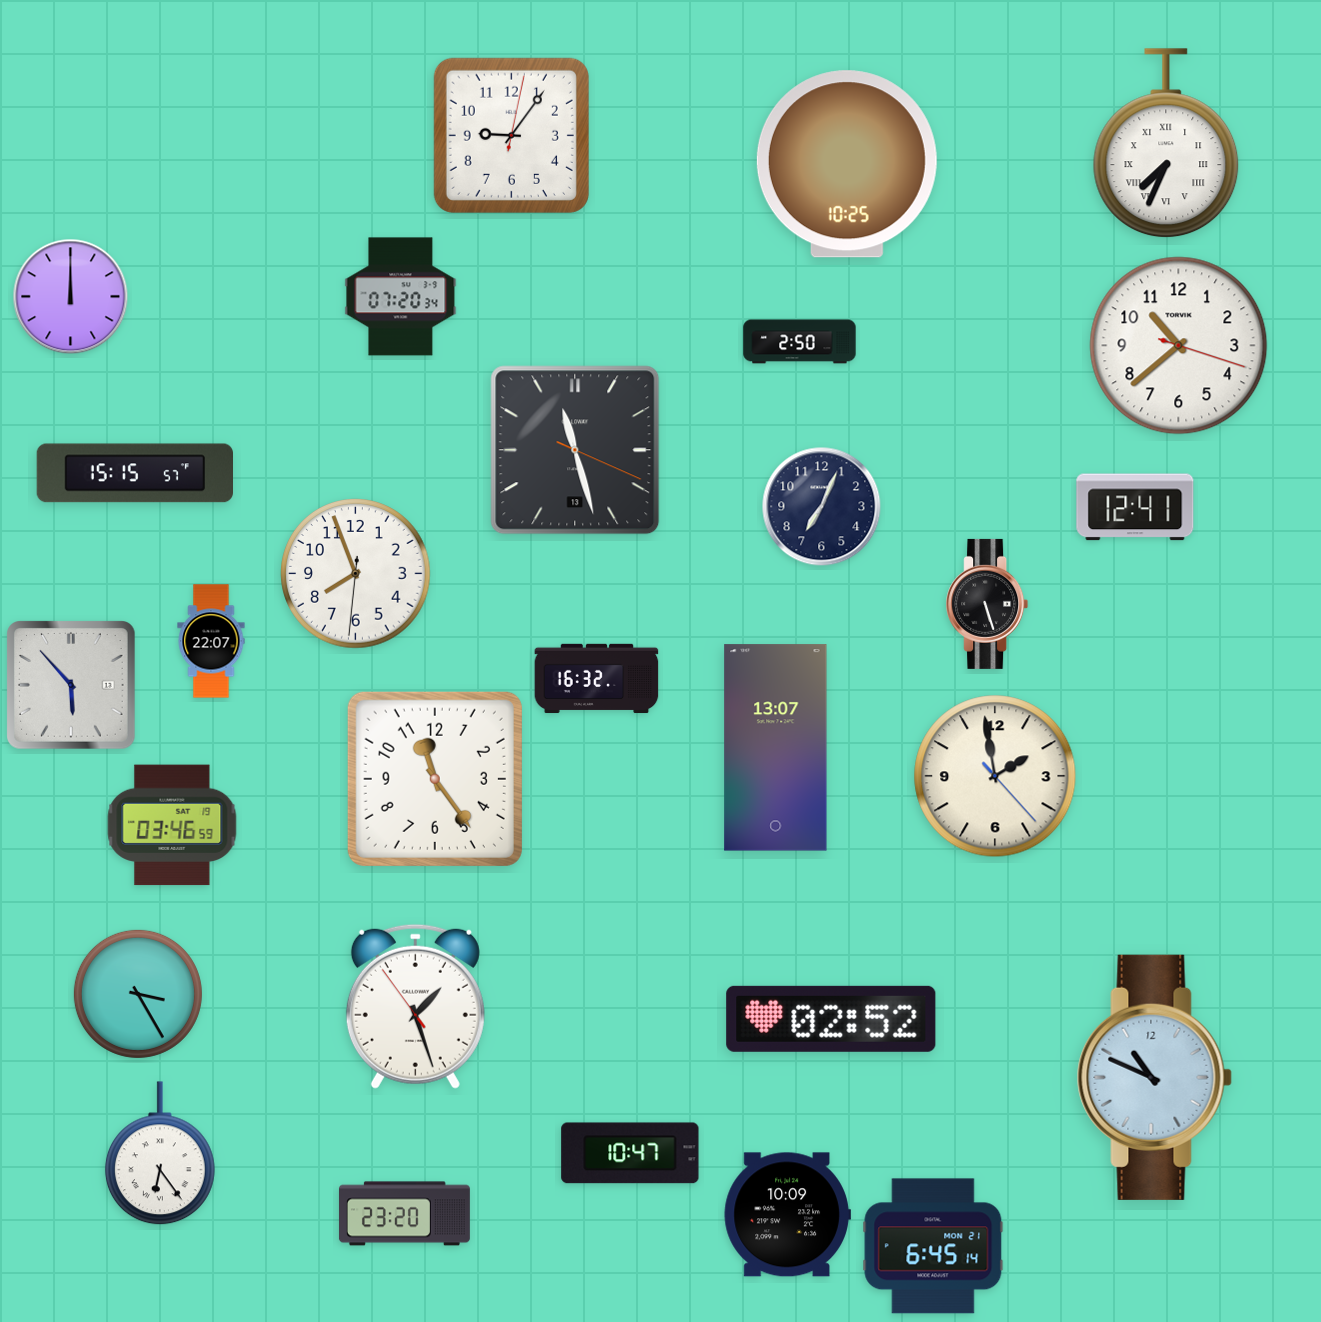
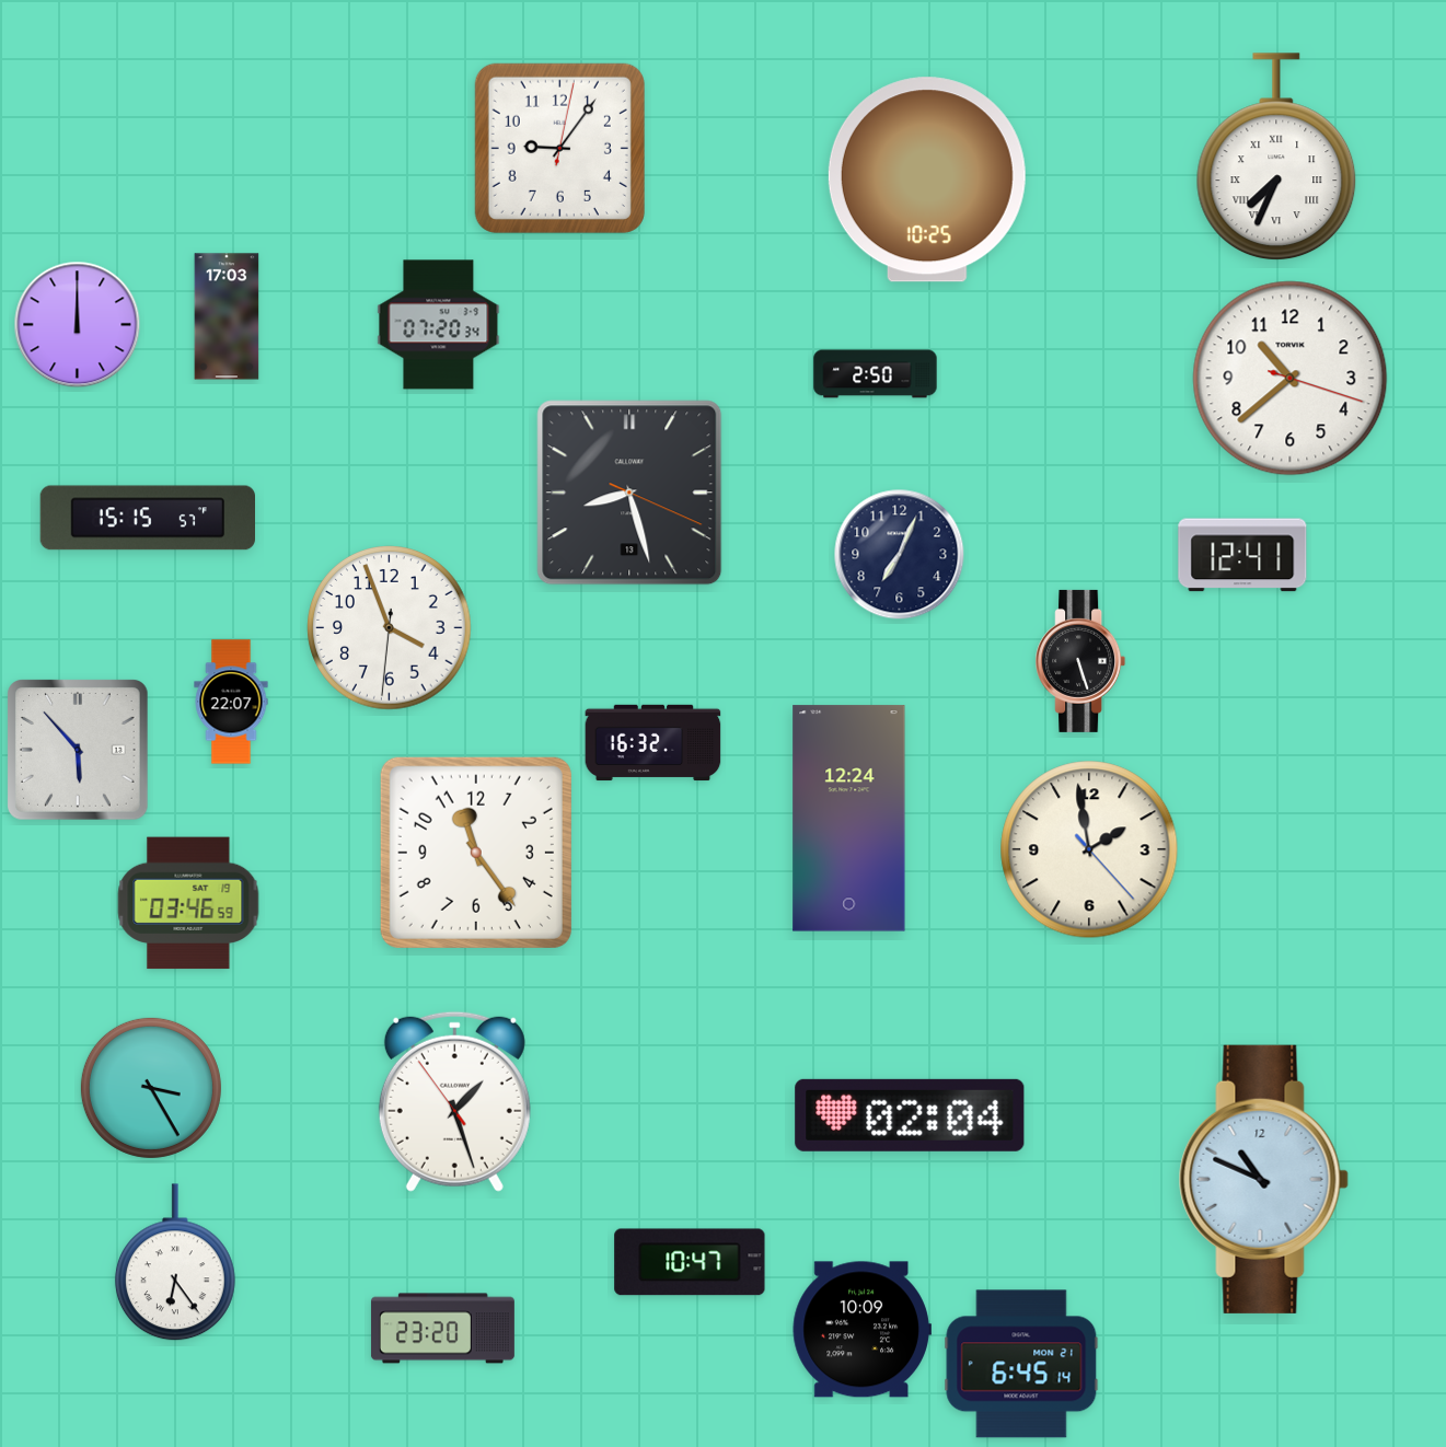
clock at (227, 316): none -> 17:03
clock at (575, 450): 11:27 -> 8:27
clock at (356, 574): 7:56 -> 3:56
clock at (776, 748): 13:07 -> 12:24
clock at (831, 1019): 02:52 -> 02:04
